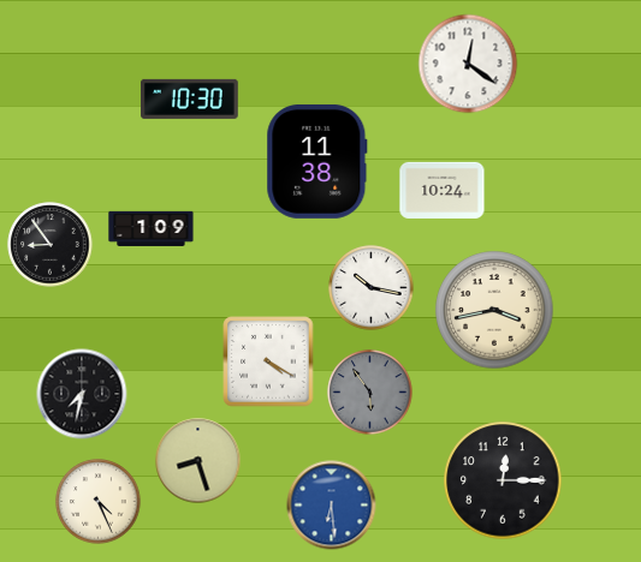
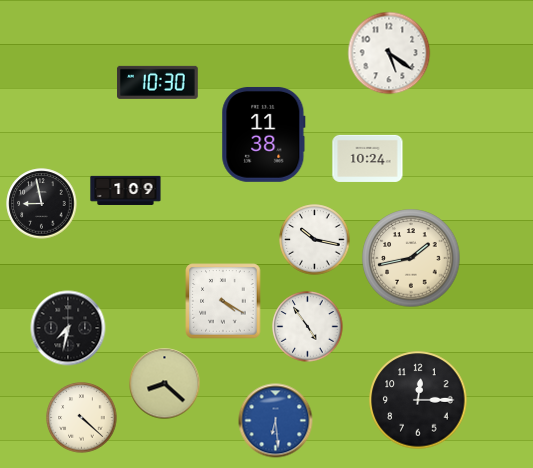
clock at (468, 64): 12:21 -> 5:21
clock at (51, 245): 8:54 -> 8:58
clock at (372, 288) position: (372, 288) -> (315, 240)
clock at (494, 310): 3:43 -> 1:43
clock at (370, 393): 5:54 -> 4:54
clock at (370, 393) dial: grey -> white
clock at (198, 461): 8:27 -> 8:22
clock at (99, 502): 4:26 -> 4:22
